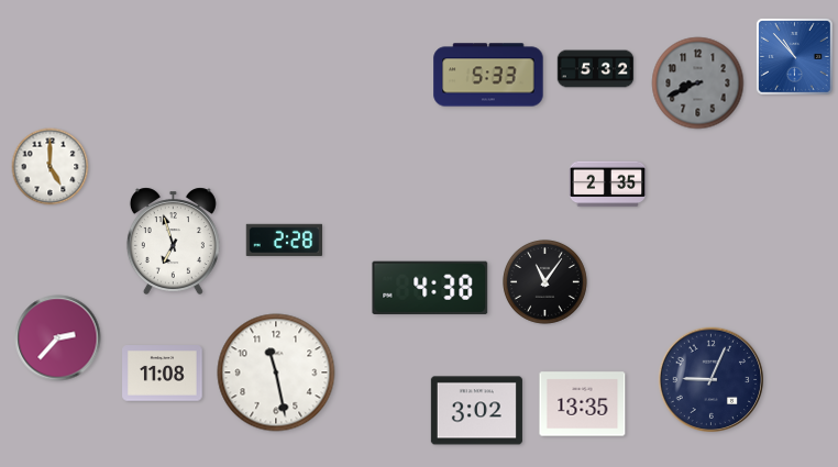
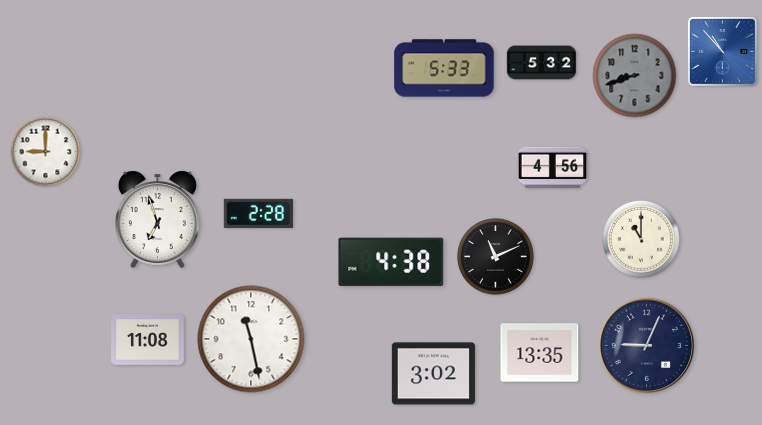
clock at (698, 84): 8:41 -> 8:42
clock at (51, 167): 5:00 -> 9:00
clock at (608, 185): 2:35 -> 4:56
clock at (285, 240) position: (285, 240) -> (259, 213)
clock at (642, 240): none -> 11:00
clock at (544, 281): 11:06 -> 11:11
clock at (58, 338): 2:37 -> none
clock at (583, 404) position: (583, 404) -> (540, 353)
